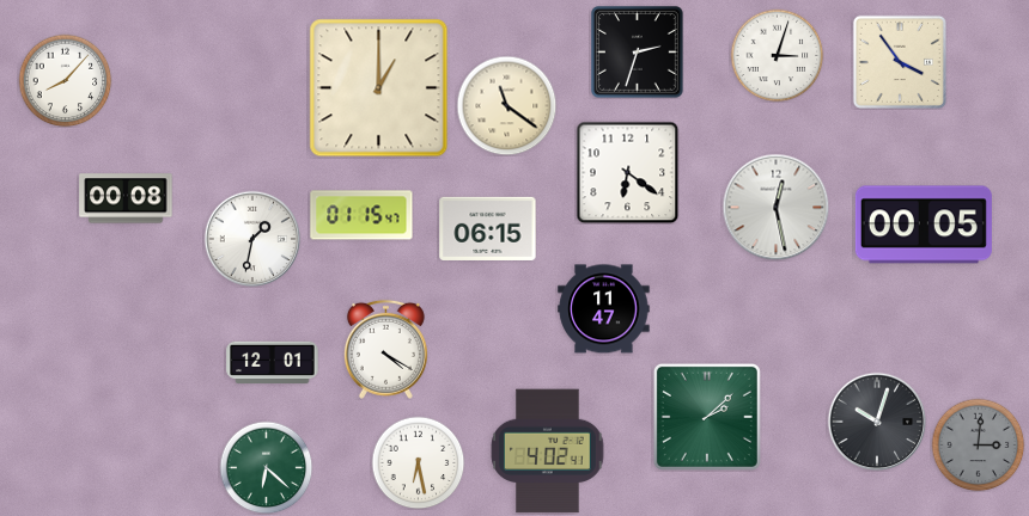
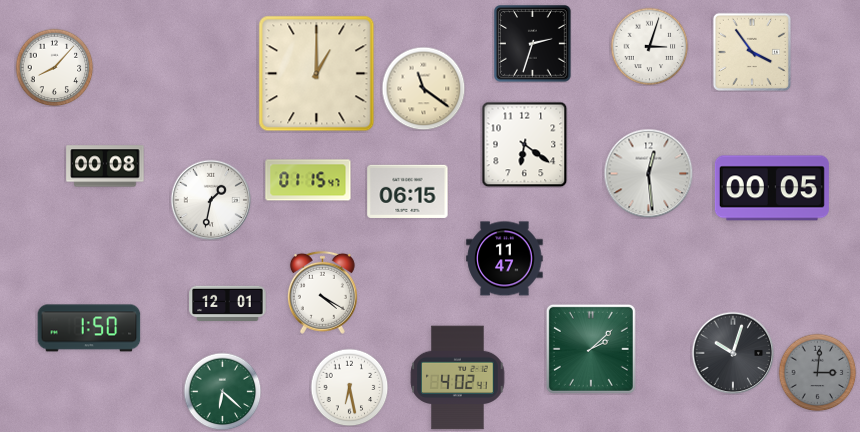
clock at (775, 207): 12:28 -> 12:29
clock at (361, 215) position: (361, 215) -> (308, 180)
clock at (89, 328): none -> 1:50
